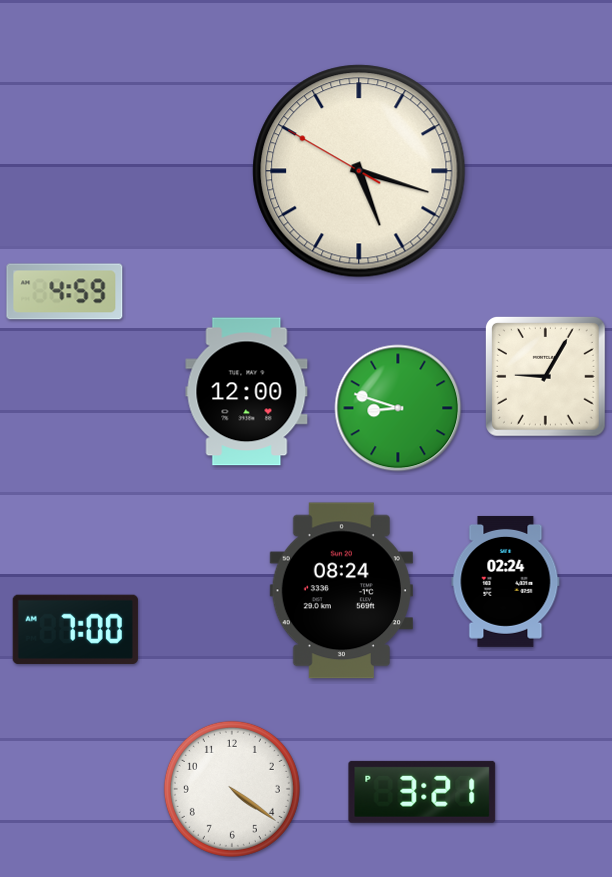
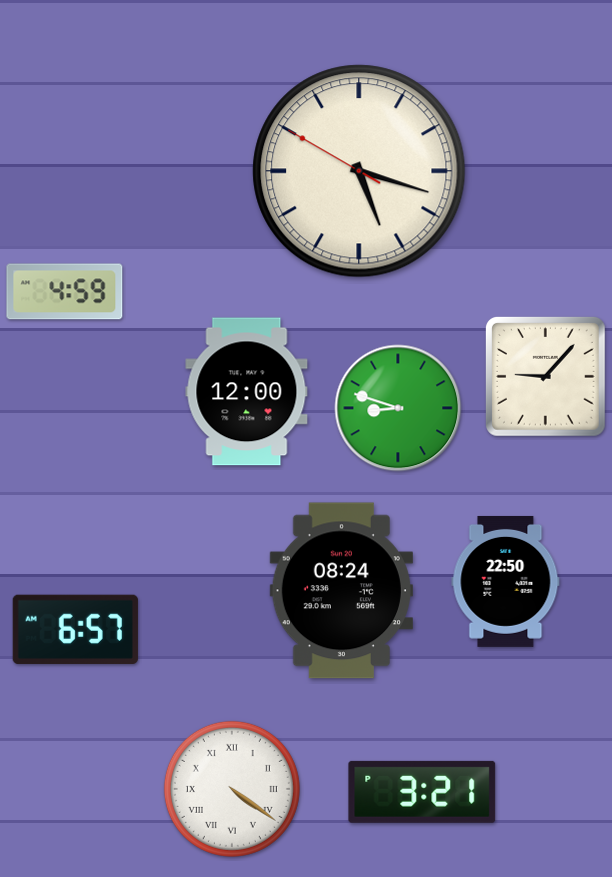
clock at (545, 376): 9:05 -> 9:07
clock at (506, 581): 02:24 -> 22:50
clock at (75, 629): 7:00 -> 6:57
clock at (232, 789) numerals: Arabic -> Roman
